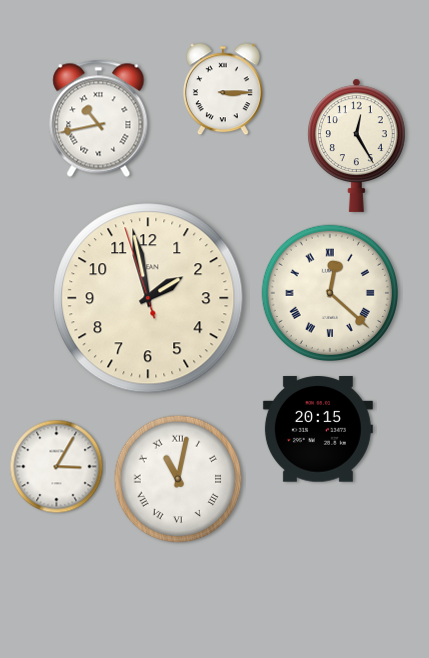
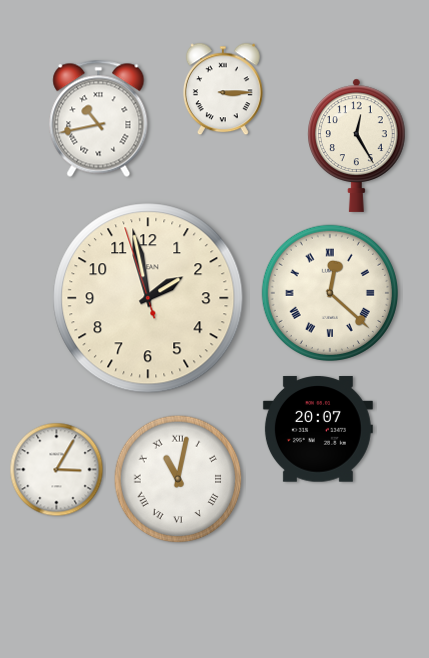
clock at (318, 429): 20:15 -> 20:07
clock at (57, 467) position: (57, 467) -> (57, 470)
